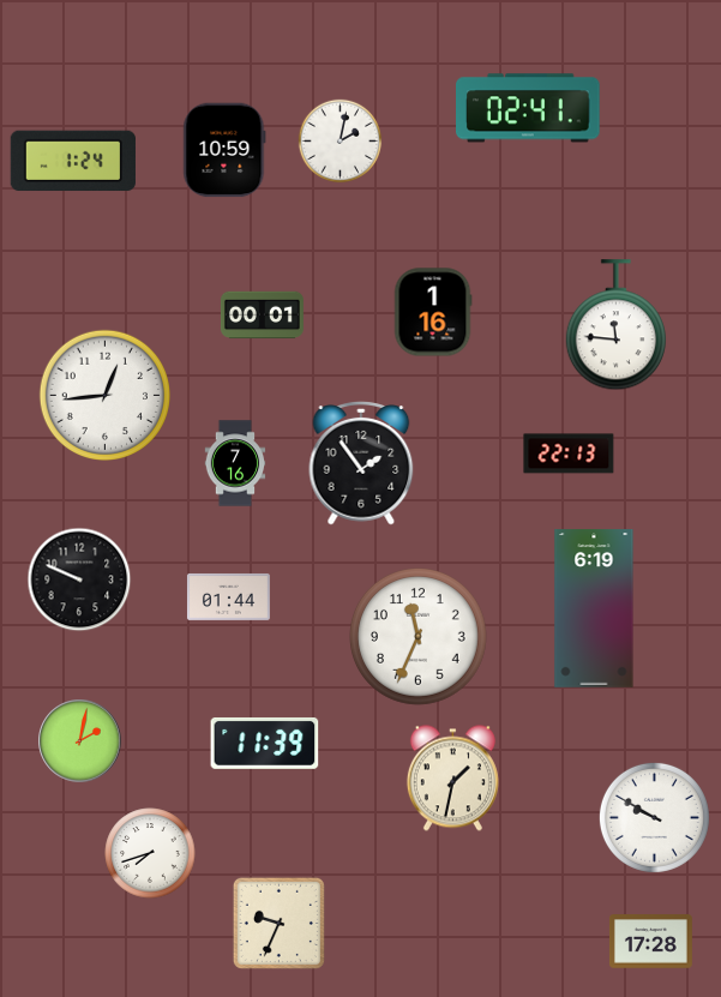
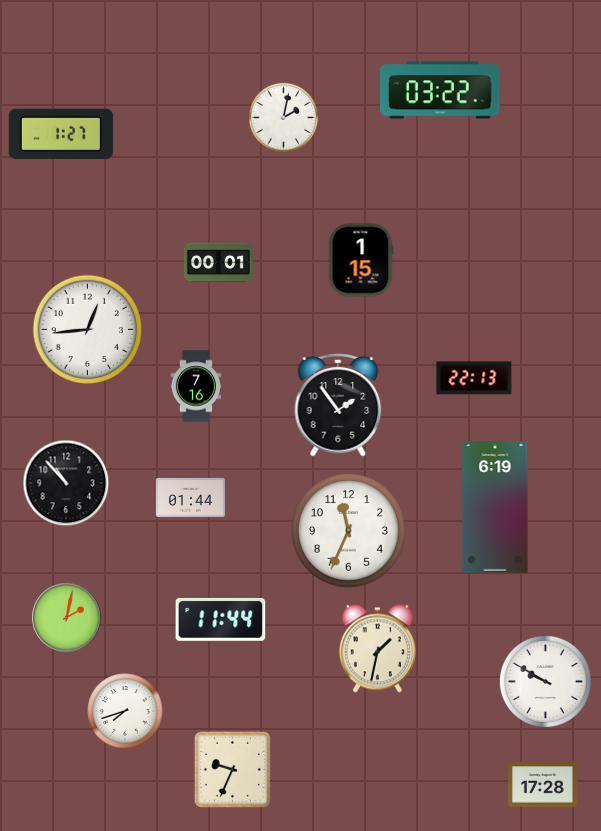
clock at (529, 108): 02:41 -> 03:22
clock at (224, 150): 10:59 -> none
clock at (73, 161): 1:24 -> 1:27
clock at (433, 312): 1:16 -> 1:15
clock at (615, 325): 11:46 -> none
clock at (361, 464) position: (361, 464) -> (338, 406)
clock at (79, 579): 9:49 -> 10:53
clock at (265, 744): 11:39 -> 11:44
